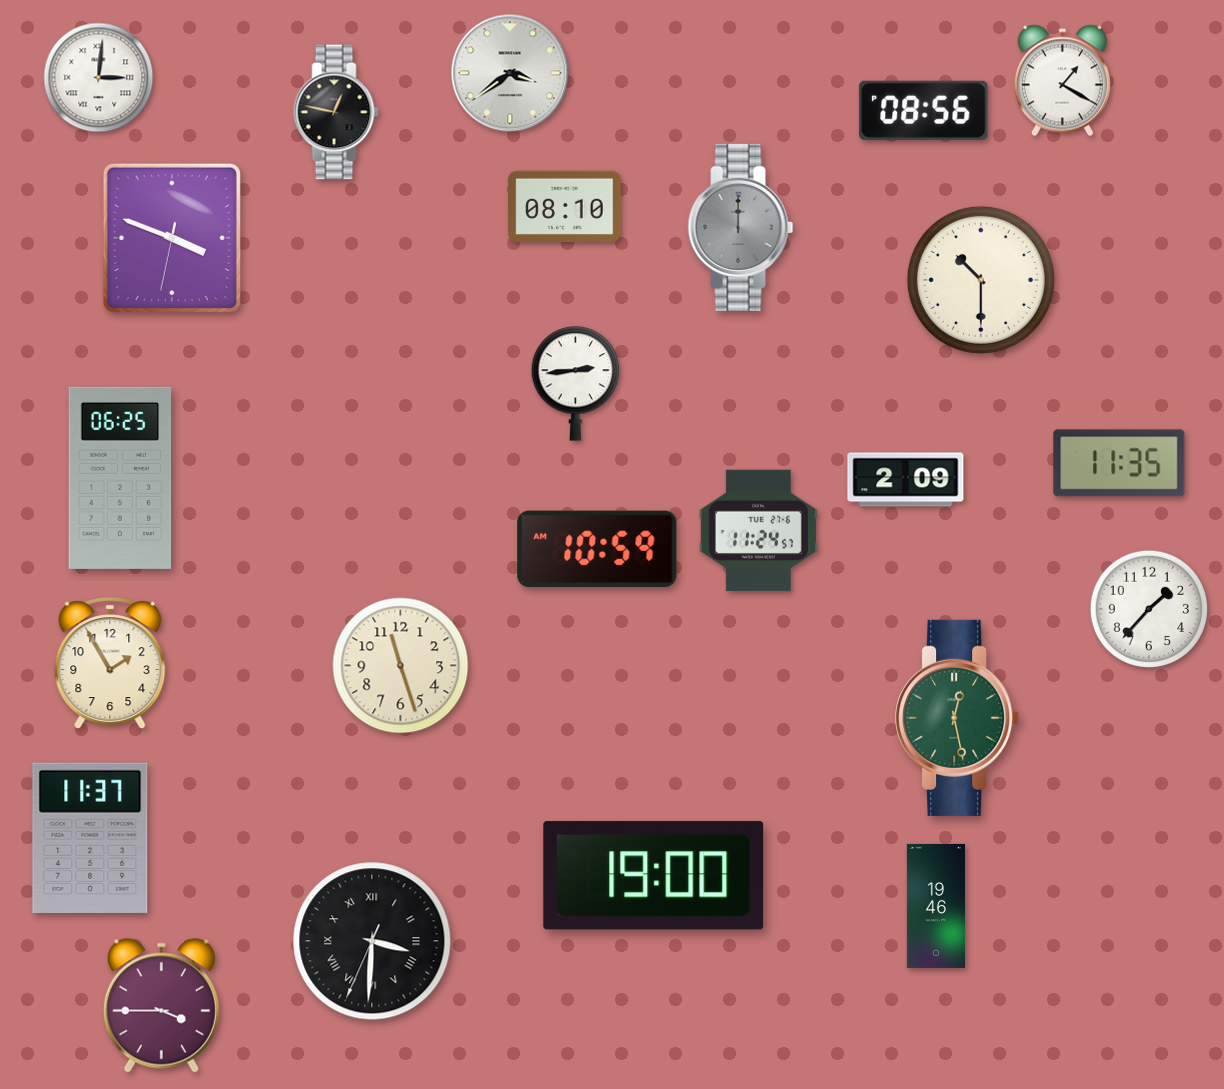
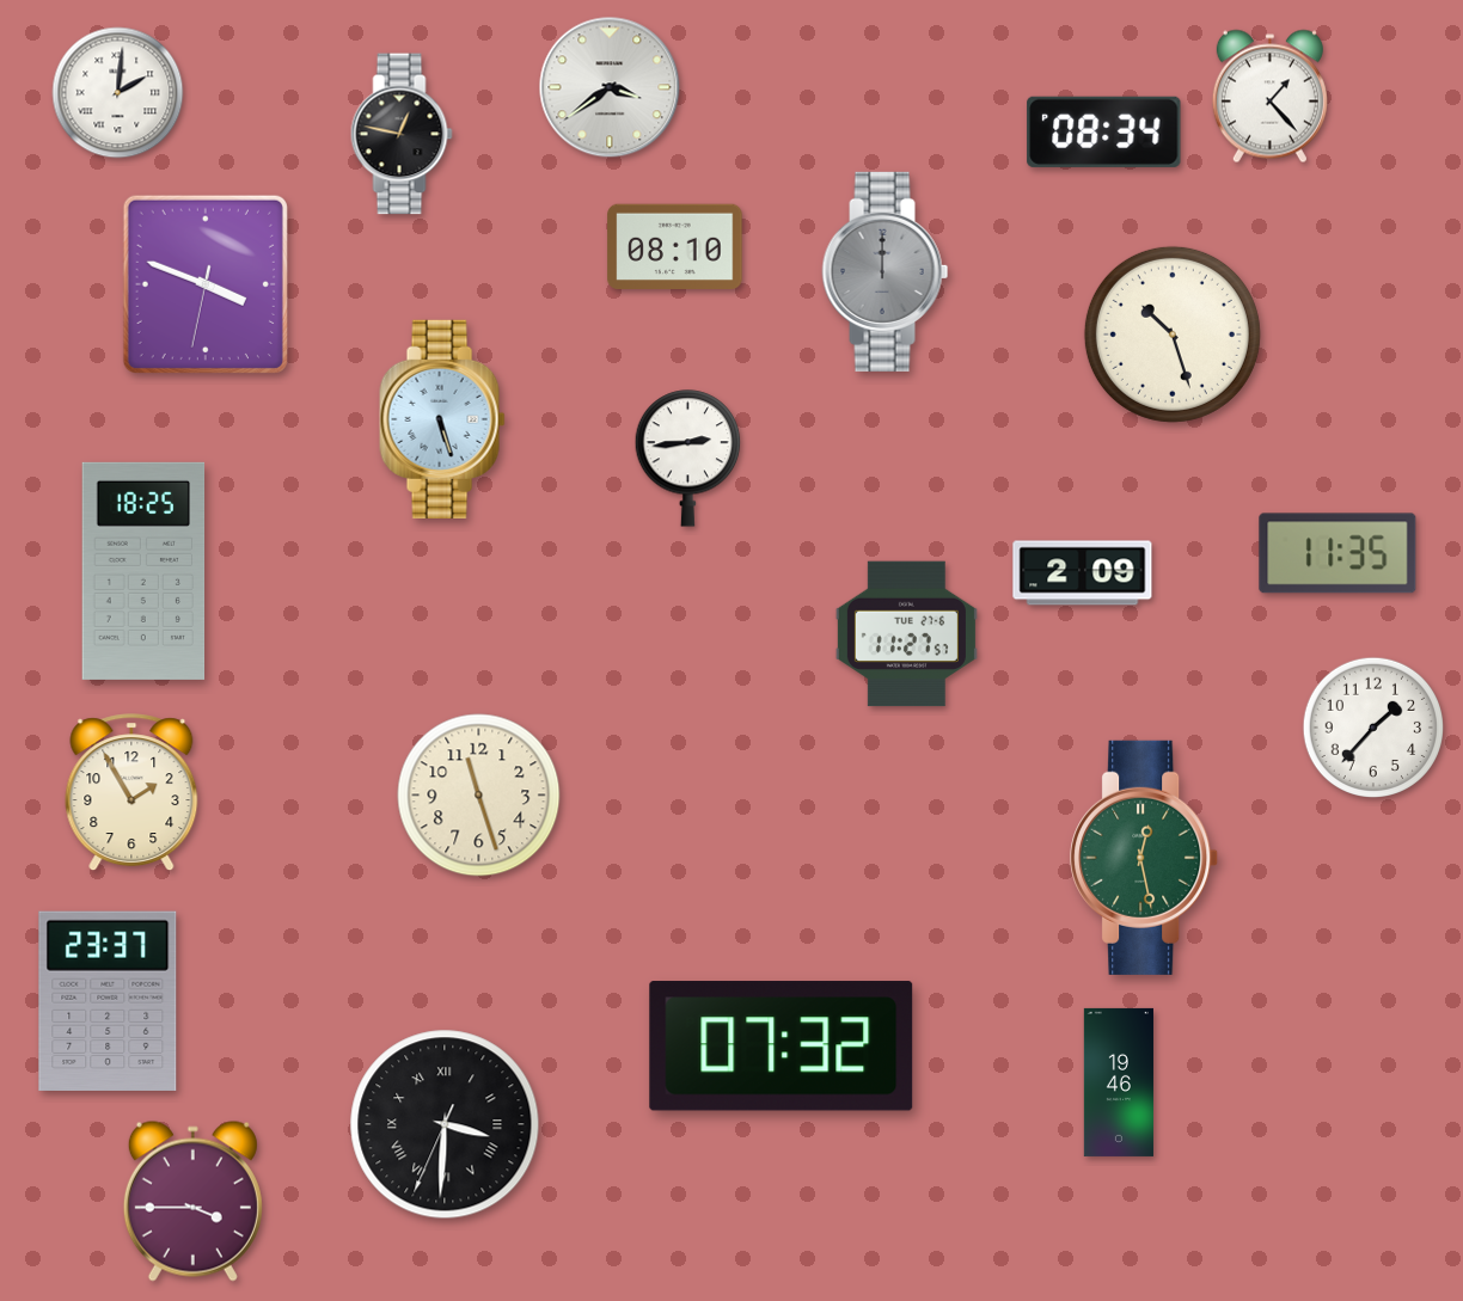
clock at (99, 78): 3:01 -> 2:01
clock at (1062, 81): 1:20 -> 1:23
clock at (924, 110): 08:56 -> 08:34
clock at (981, 280): 10:30 -> 10:27
clock at (442, 419): none -> 5:27
clock at (120, 478): 06:25 -> 18:25
clock at (758, 531): 11:24 -> 11:27
clock at (597, 549): 10:59 -> none
clock at (90, 837): 11:37 -> 23:37
clock at (654, 876): 19:00 -> 07:32
